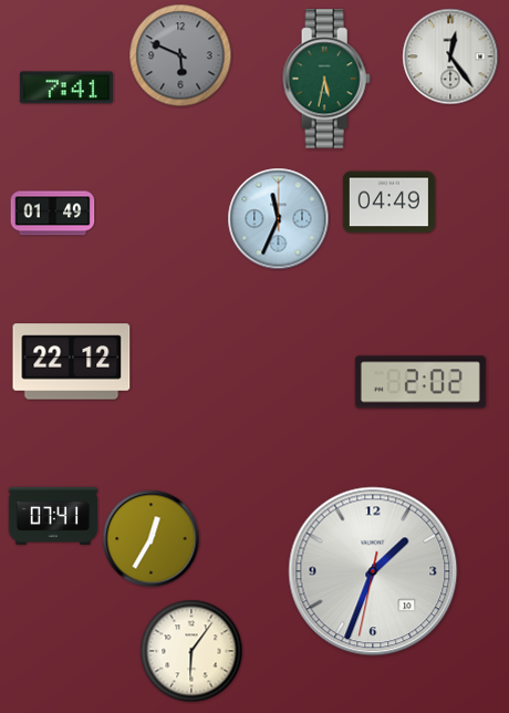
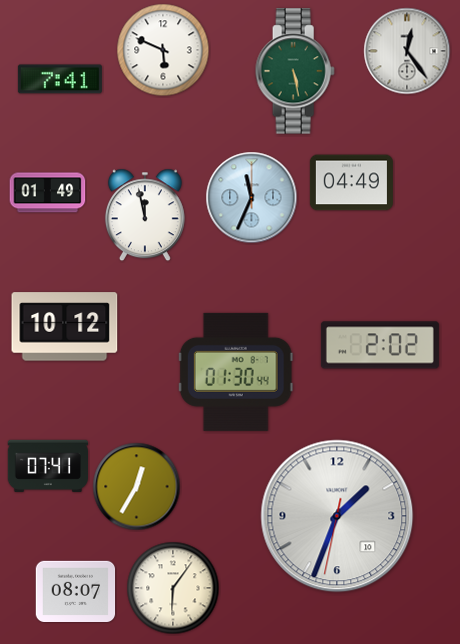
clock at (180, 55) dial: grey -> white
clock at (326, 79): 5:32 -> 5:28
clock at (145, 215): none -> 11:58
clock at (72, 362): 22:12 -> 10:12
clock at (236, 372): none -> 01:30
clock at (76, 592): none -> 08:07
